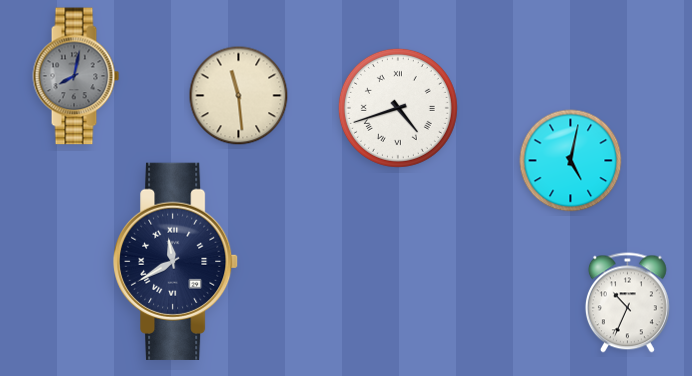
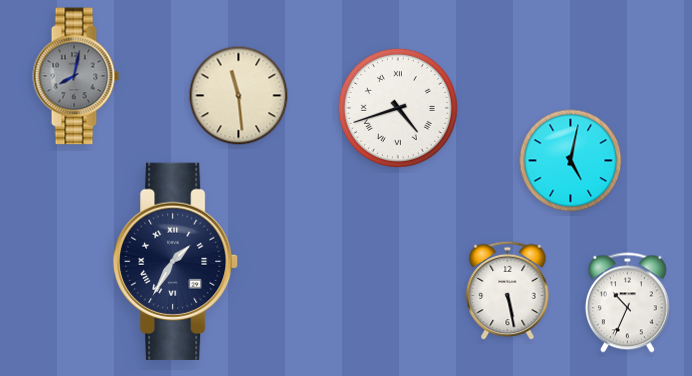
clock at (176, 261): 11:40 -> 1:35
clock at (508, 291): none -> 5:28
